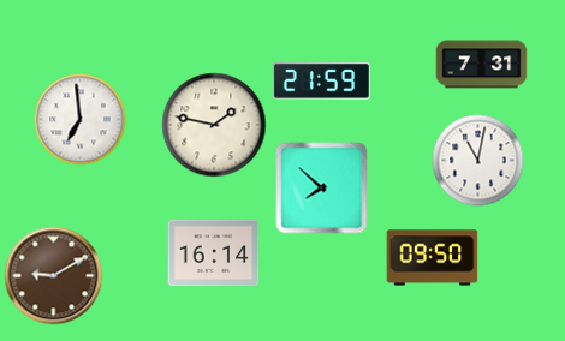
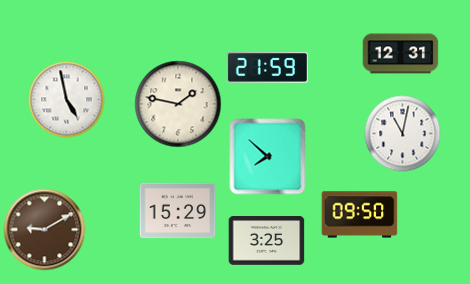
clock at (482, 65): 7:31 -> 12:31
clock at (81, 120): 6:59 -> 4:58
clock at (478, 161) position: (478, 161) -> (403, 134)
clock at (214, 253): 16:14 -> 15:29
clock at (267, 241): none -> 3:25
